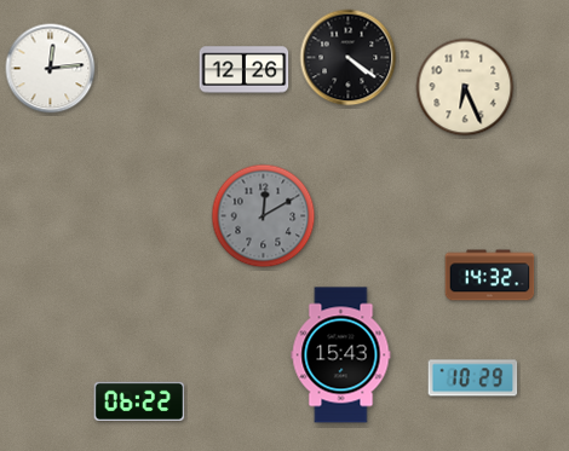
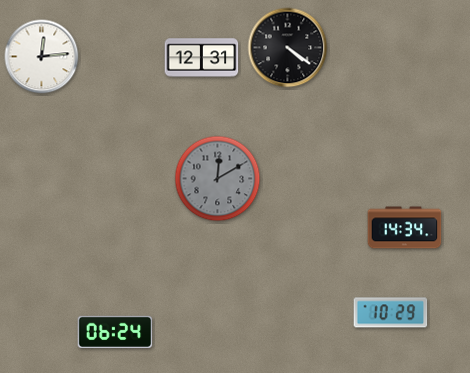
clock at (245, 70): 12:26 -> 12:31
clock at (465, 87): 6:26 -> none
clock at (490, 276): 14:32 -> 14:34
clock at (341, 355): 15:43 -> none
clock at (139, 401): 06:22 -> 06:24
